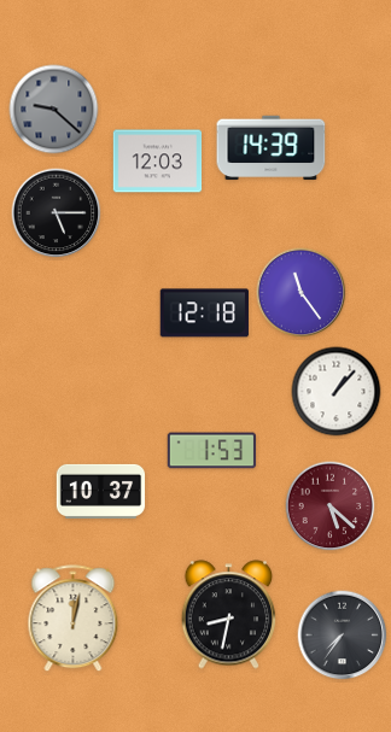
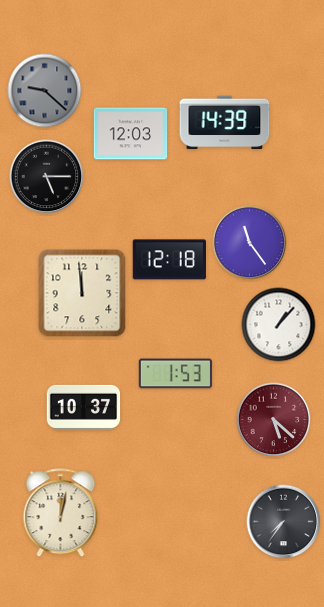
clock at (82, 293): none -> 11:59
clock at (229, 615): 8:32 -> none
clock at (343, 636) position: (343, 636) -> (284, 522)
